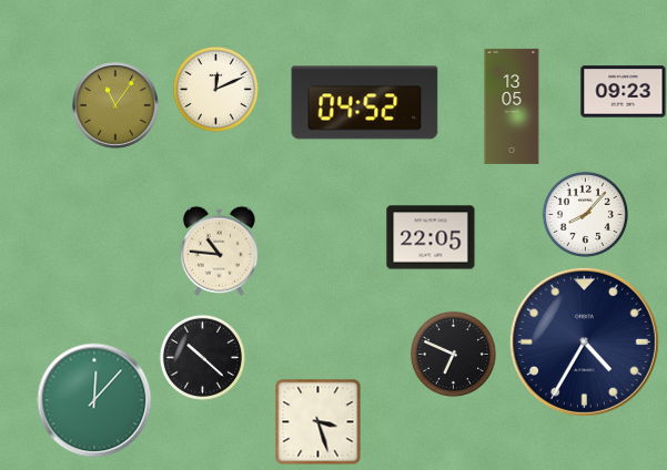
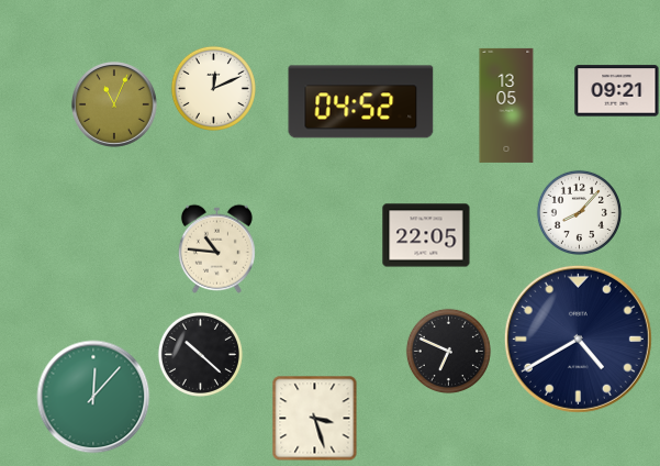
clock at (624, 92): 09:23 -> 09:21
clock at (117, 106): 11:06 -> 11:04
clock at (584, 341): 4:35 -> 4:40
